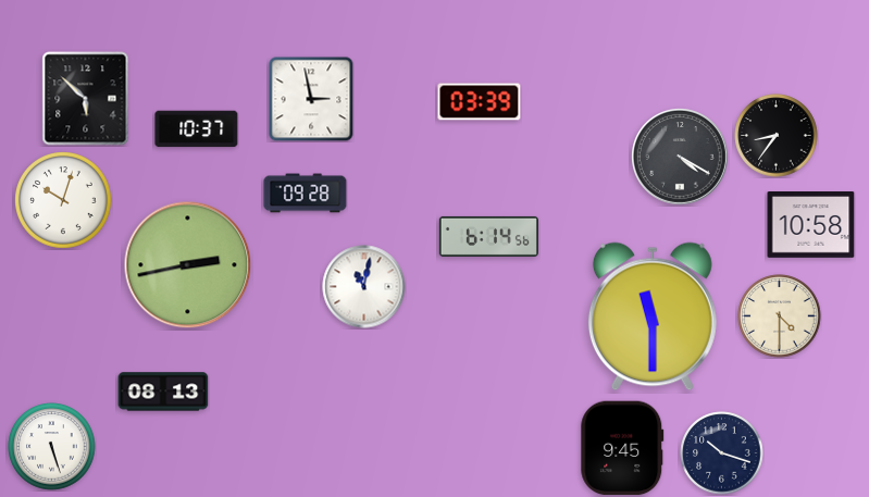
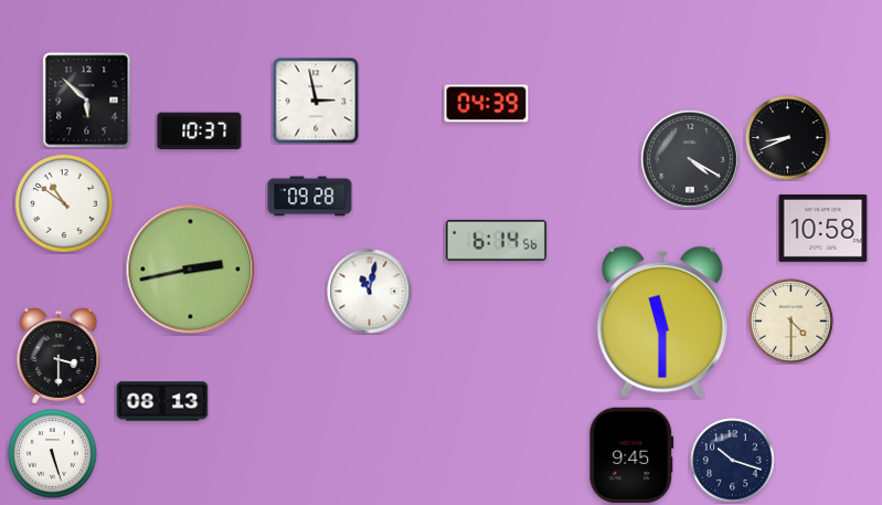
clock at (480, 102): 03:39 -> 04:39
clock at (777, 136): 8:36 -> 8:41
clock at (63, 200): 10:03 -> 10:51
clock at (59, 355): none -> 3:30
clock at (163, 392) position: (163, 392) -> (162, 401)
